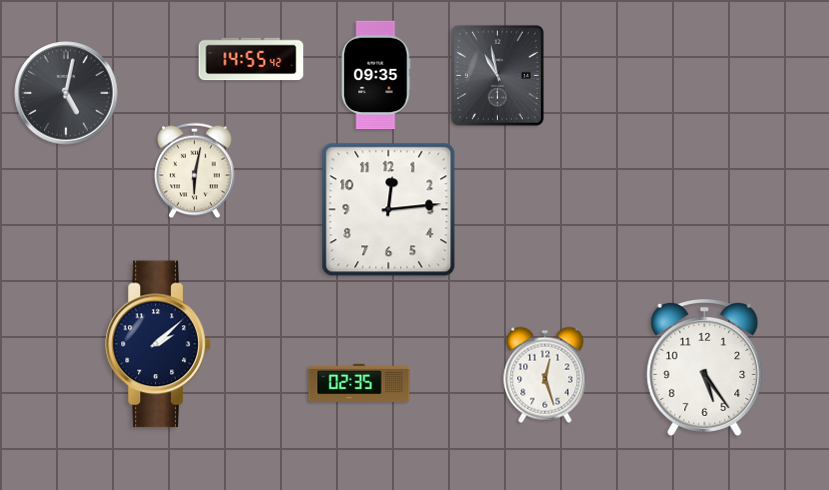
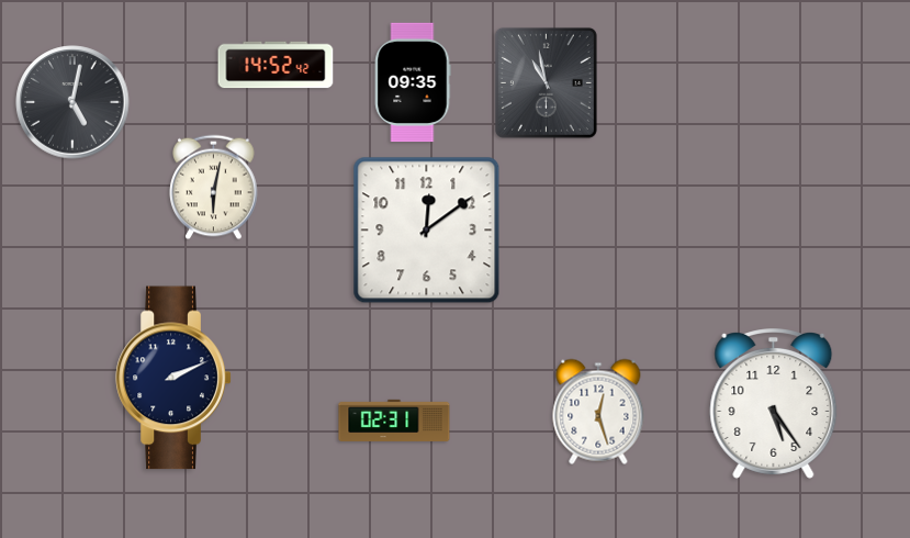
clock at (251, 59): 14:55 -> 14:52
clock at (389, 210): 12:14 -> 12:09
clock at (158, 344): 2:08 -> 2:11
clock at (359, 383): 02:35 -> 02:31
